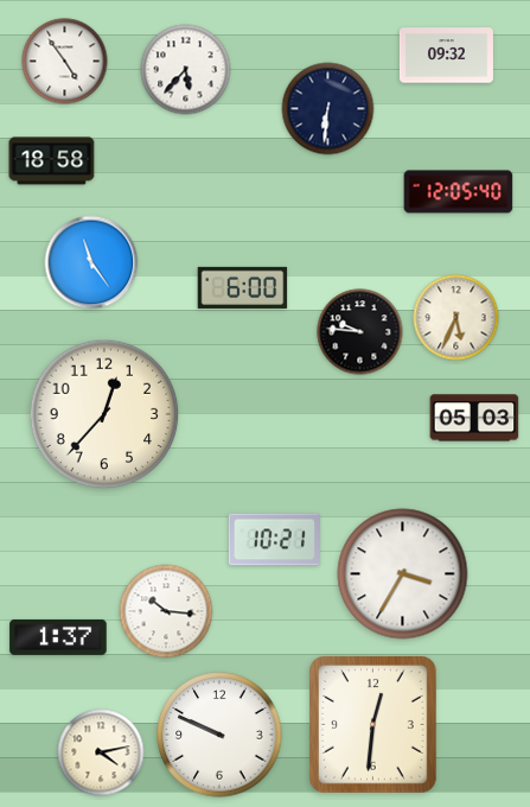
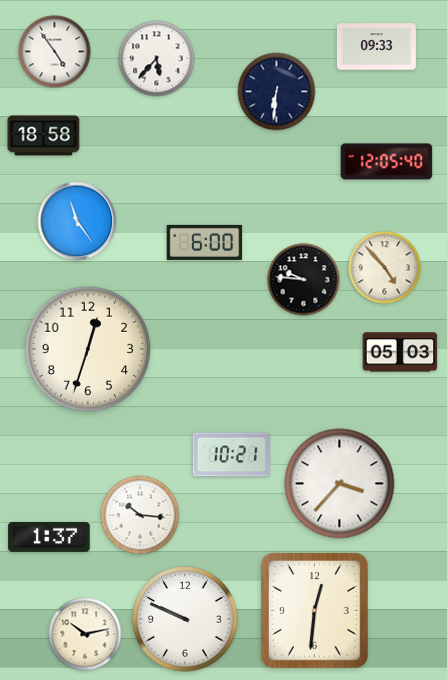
clock at (446, 56): 09:32 -> 09:33
clock at (456, 318): 5:34 -> 4:53
clock at (104, 414): 12:37 -> 12:33
clock at (403, 574): 3:35 -> 3:37
clock at (101, 752): 4:13 -> 10:13
